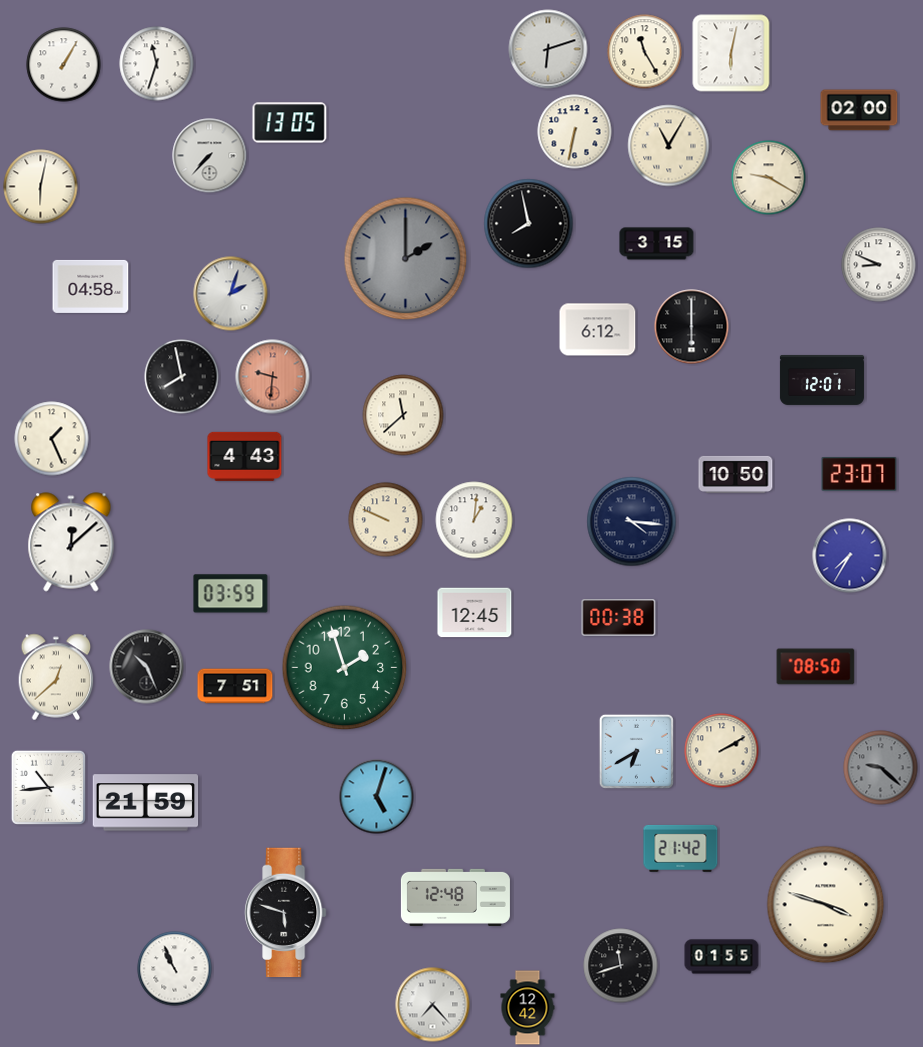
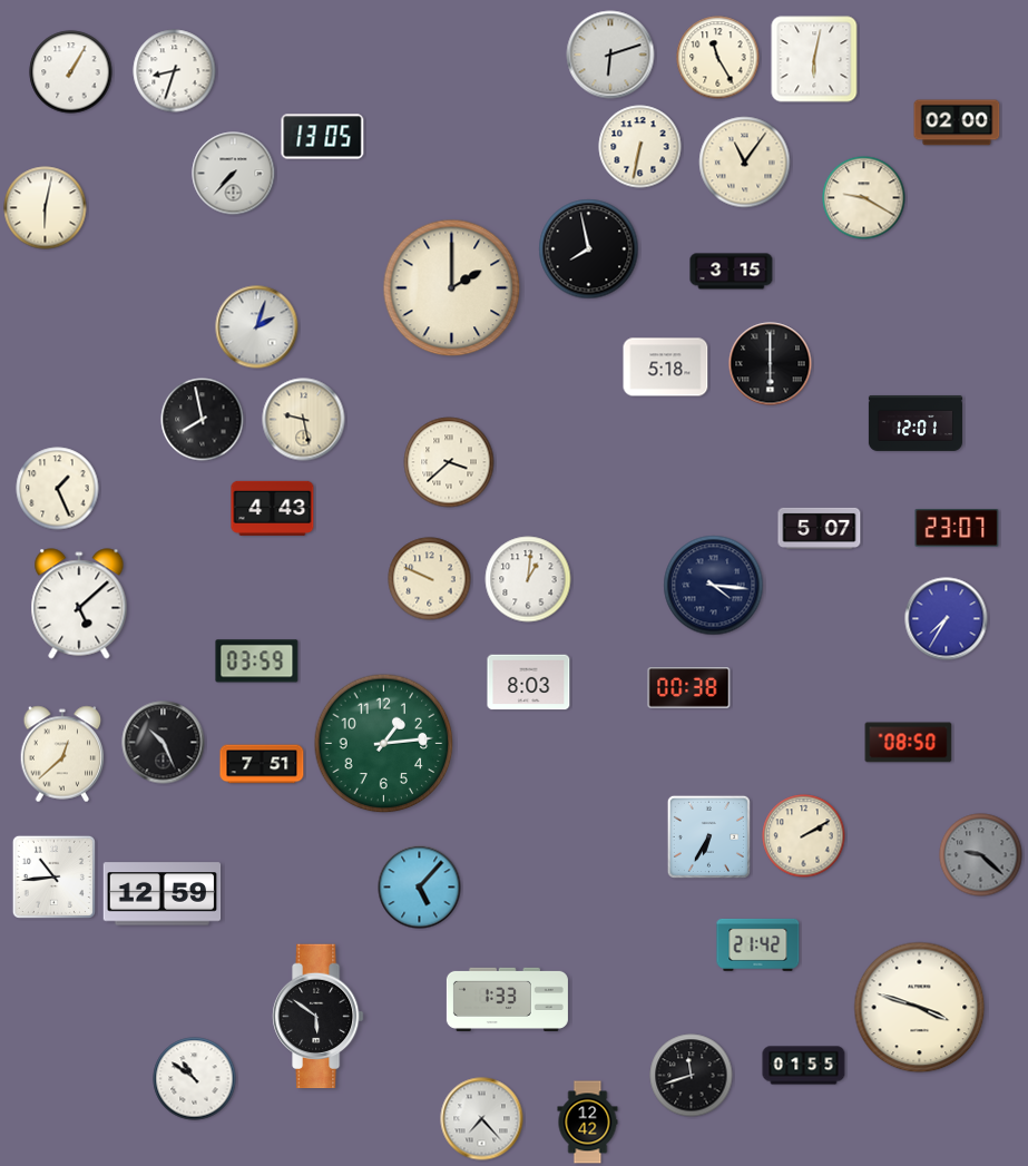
clock at (157, 64): 11:33 -> 8:33
clock at (669, 146): 11:05 -> 11:06
clock at (769, 178) position: (769, 178) -> (864, 198)
clock at (406, 259) dial: grey -> cream
clock at (879, 265): 8:49 -> none
clock at (91, 286): 04:58 -> none
clock at (598, 330): 6:12 -> 5:18
clock at (273, 377): 9:31 -> 9:28
clock at (273, 377) dial: salmon -> cream
clock at (403, 415): 11:38 -> 3:38
clock at (736, 474): 10:50 -> 5:07
clock at (632, 522) position: (632, 522) -> (714, 586)
clock at (71, 542): 12:08 -> 5:08
clock at (475, 613): 12:45 -> 8:03
clock at (345, 668): 1:57 -> 1:14
clock at (636, 751): 6:40 -> 6:35
clock at (377, 797): 5:03 -> 5:07
clock at (146, 803): 21:59 -> 12:59
clock at (455, 897): 12:48 -> 1:33
clock at (286, 913): 5:48 -> 5:51
clock at (175, 969): 10:56 -> 10:51
